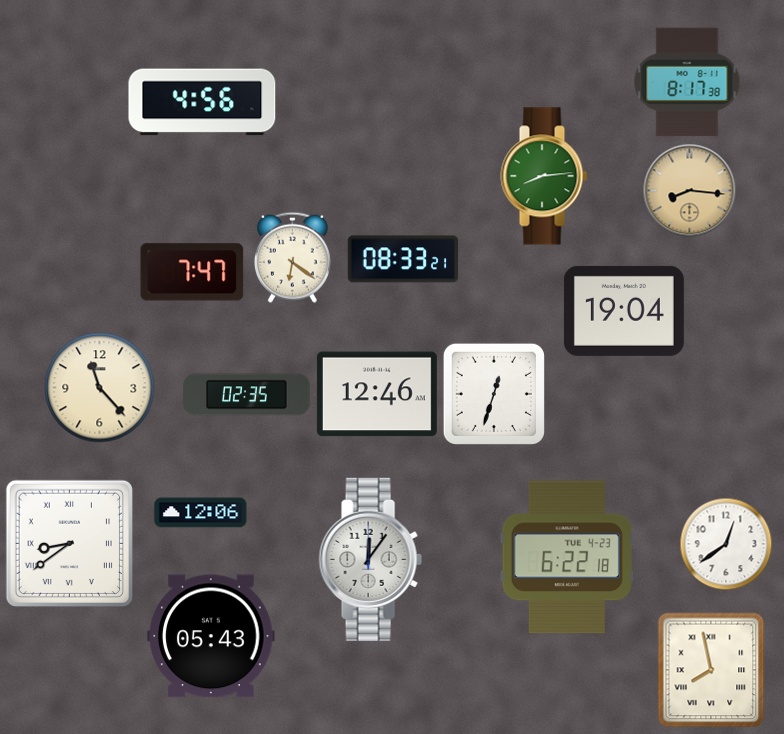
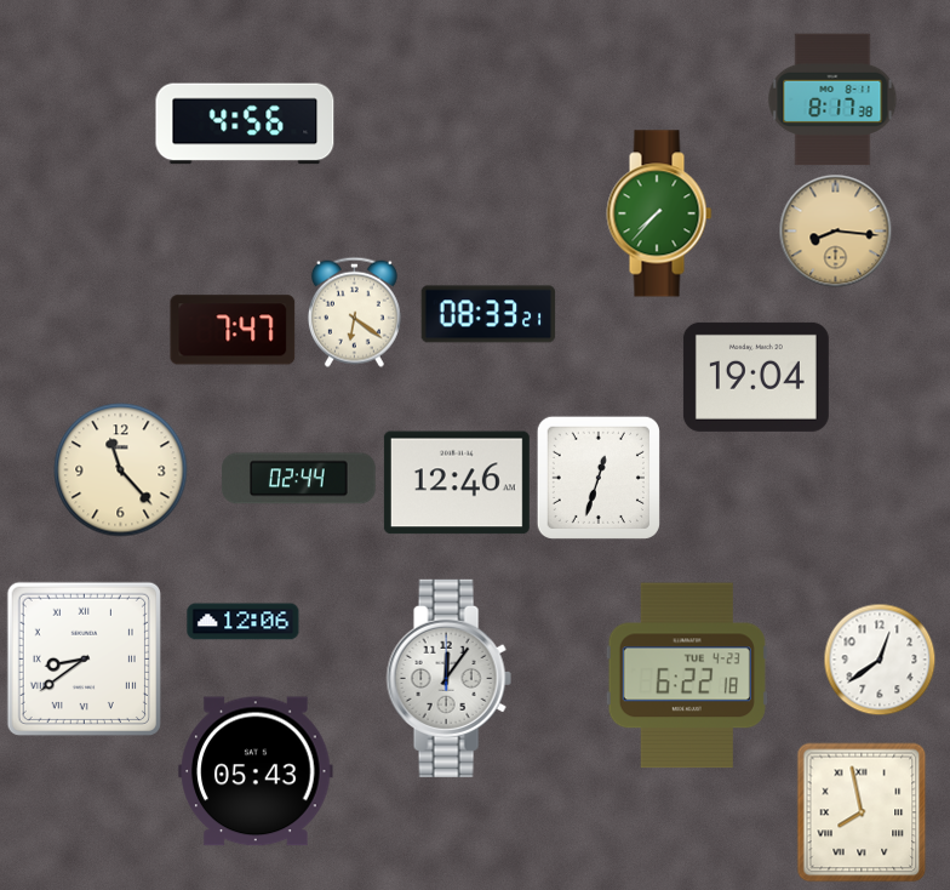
clock at (544, 176): 8:14 -> 7:37
clock at (377, 394) position: (377, 394) -> (457, 483)
clock at (247, 395): 02:35 -> 02:44
